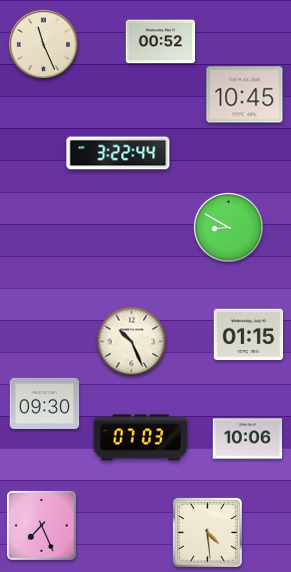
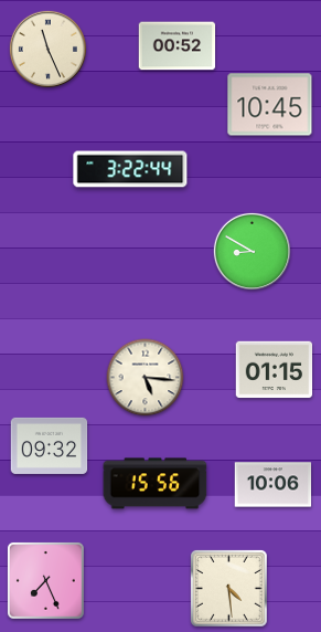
clock at (132, 342): 10:26 -> 5:16
clock at (45, 403): 09:30 -> 09:32
clock at (141, 438): 07:03 -> 15:56
